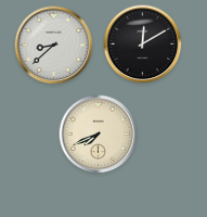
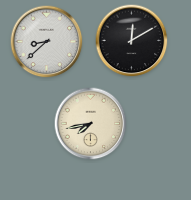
clock at (54, 46) position: (54, 46) -> (47, 42)
clock at (99, 135): 7:41 -> 7:43
